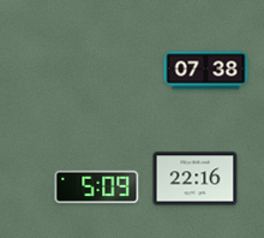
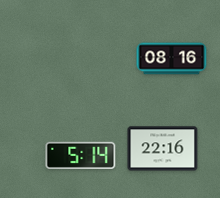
clock at (206, 71): 07:38 -> 08:16
clock at (97, 186): 5:09 -> 5:14
